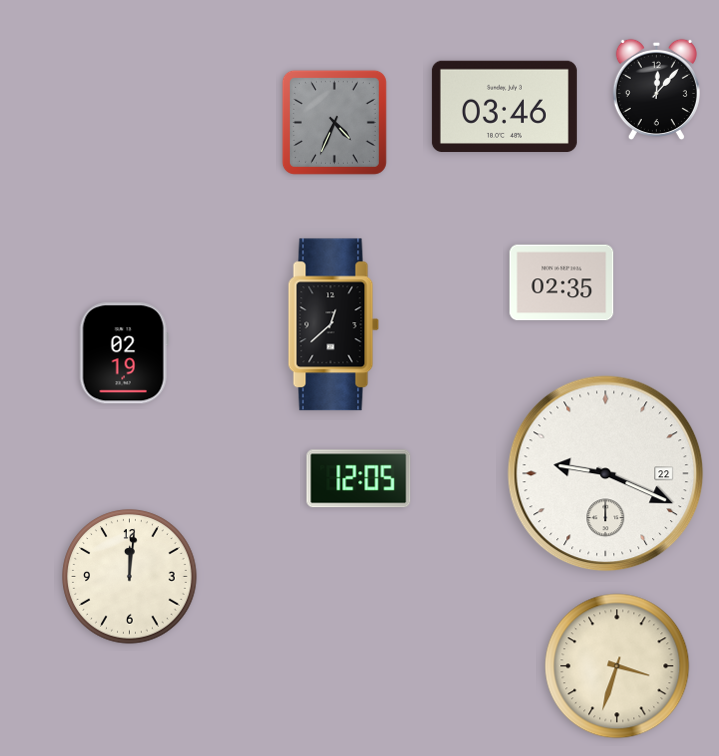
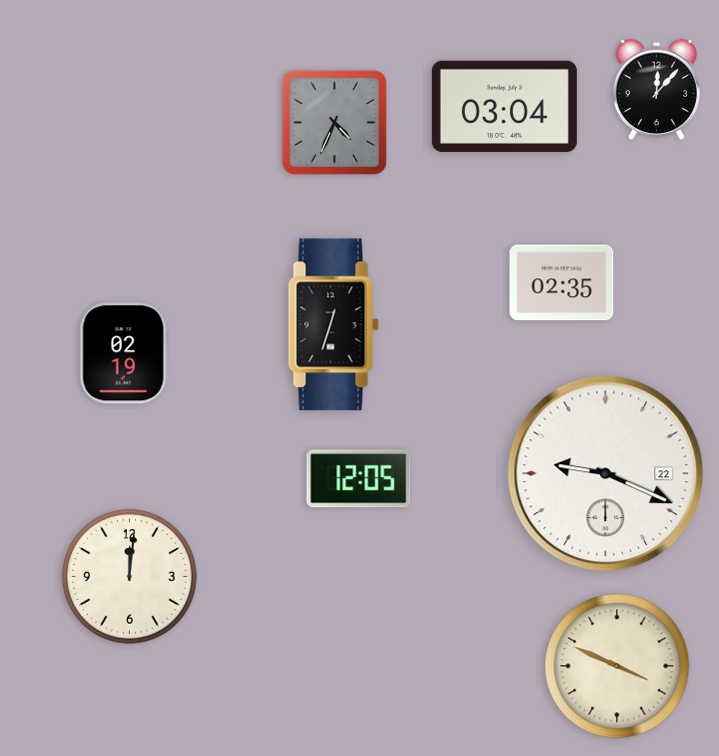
clock at (504, 106): 03:46 -> 03:04
clock at (334, 325): 12:38 -> 12:33
clock at (617, 666): 3:33 -> 3:49
